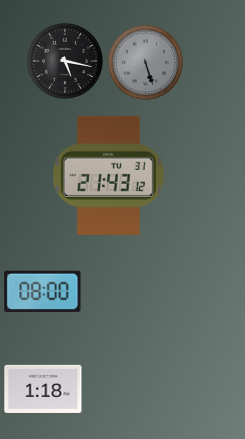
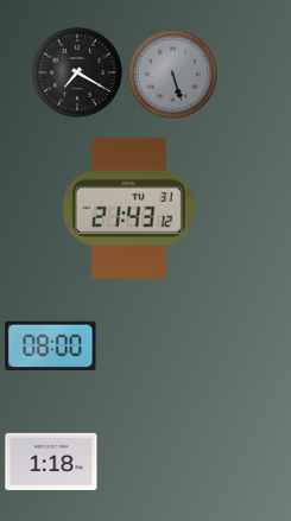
clock at (65, 61): 5:17 -> 7:20
